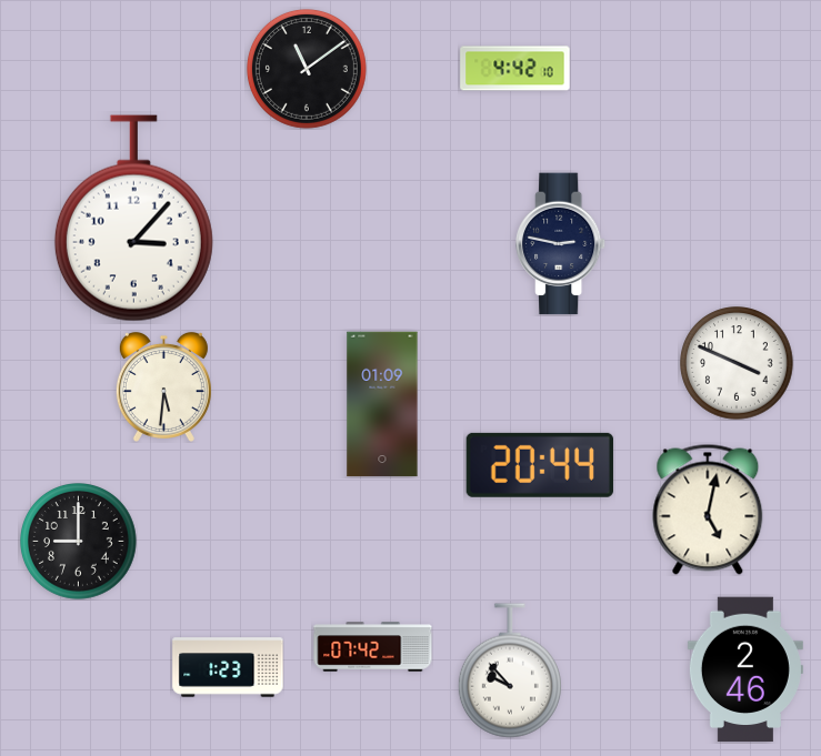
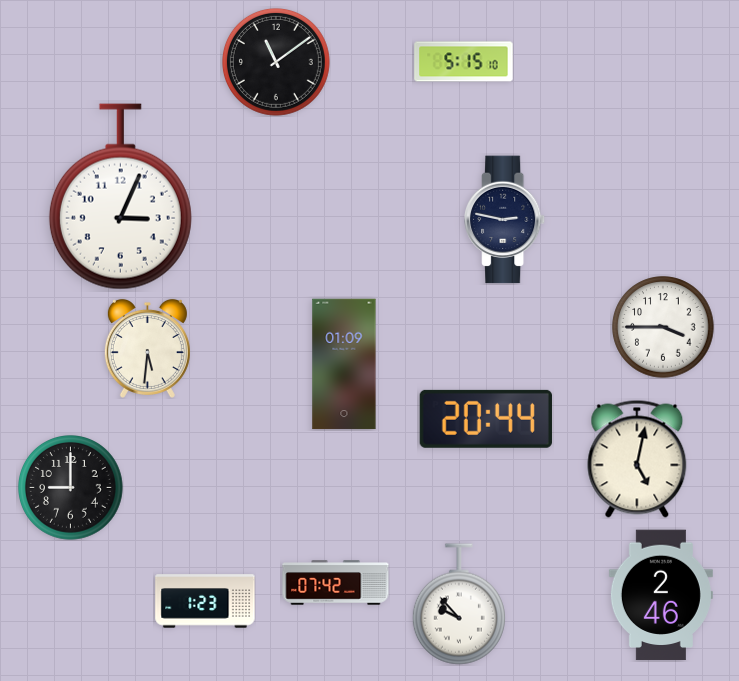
clock at (515, 69): 4:42 -> 5:15
clock at (133, 219): 3:07 -> 3:04
clock at (737, 363): 3:49 -> 3:45
clock at (745, 669) position: (745, 669) -> (661, 595)
